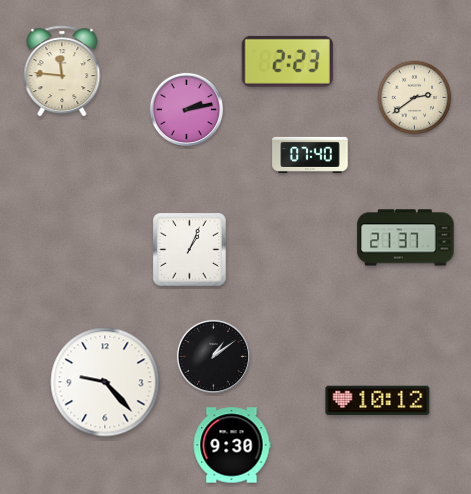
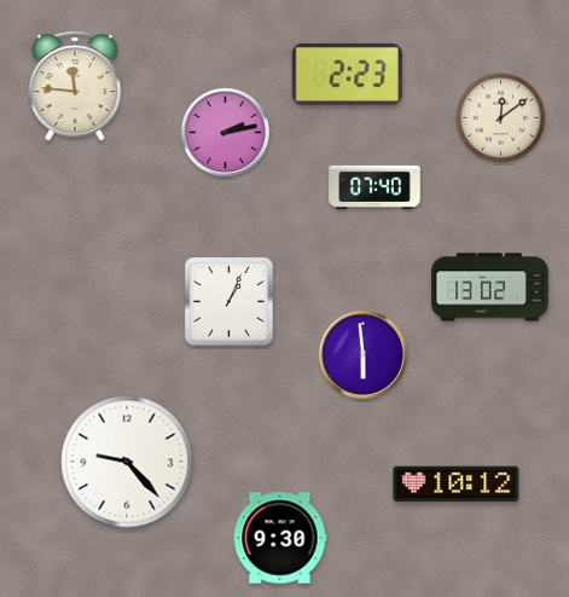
clock at (415, 98): 2:39 -> 12:09
clock at (406, 238): 21:37 -> 13:02
clock at (362, 354): none -> 5:59
clock at (213, 356): 1:09 -> none
